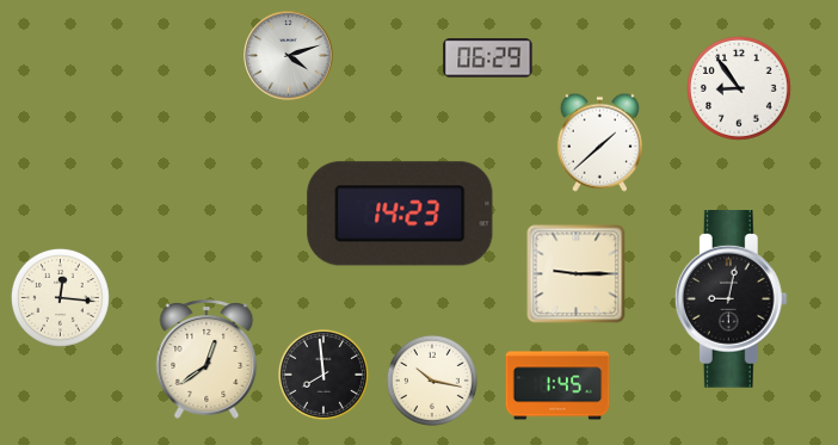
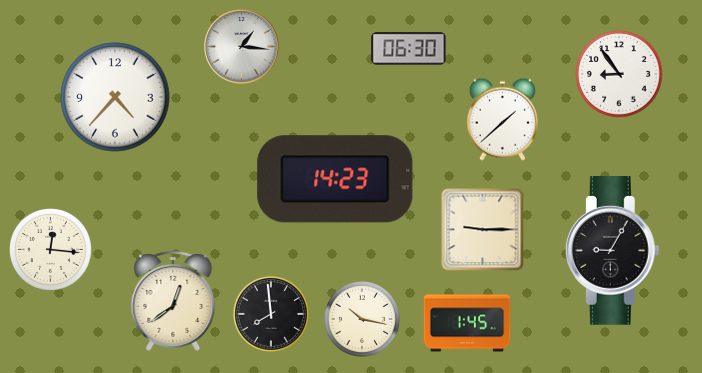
clock at (289, 56): 4:12 -> 1:16
clock at (488, 58): 06:29 -> 06:30
clock at (115, 97): none -> 4:37
clock at (731, 299): 9:02 -> 9:05
